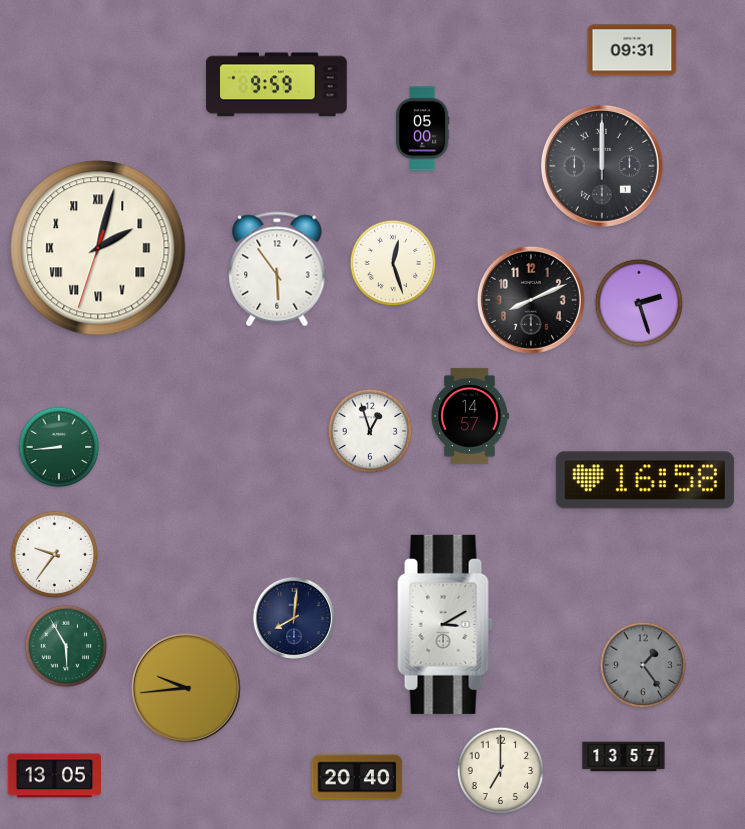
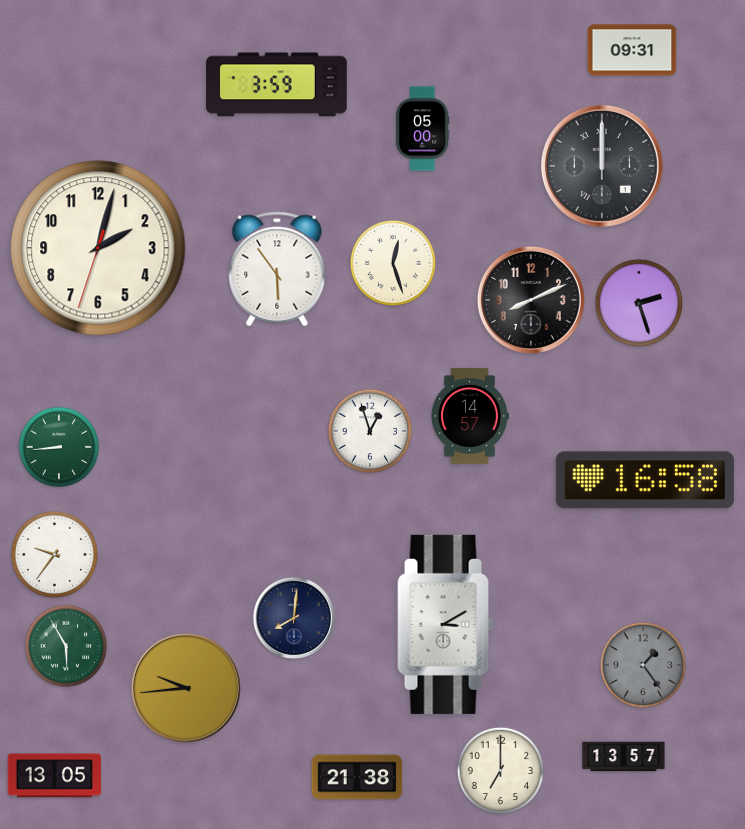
clock at (277, 85): 9:59 -> 3:59
clock at (98, 248) numerals: Roman -> Arabic
clock at (357, 777): 20:40 -> 21:38
